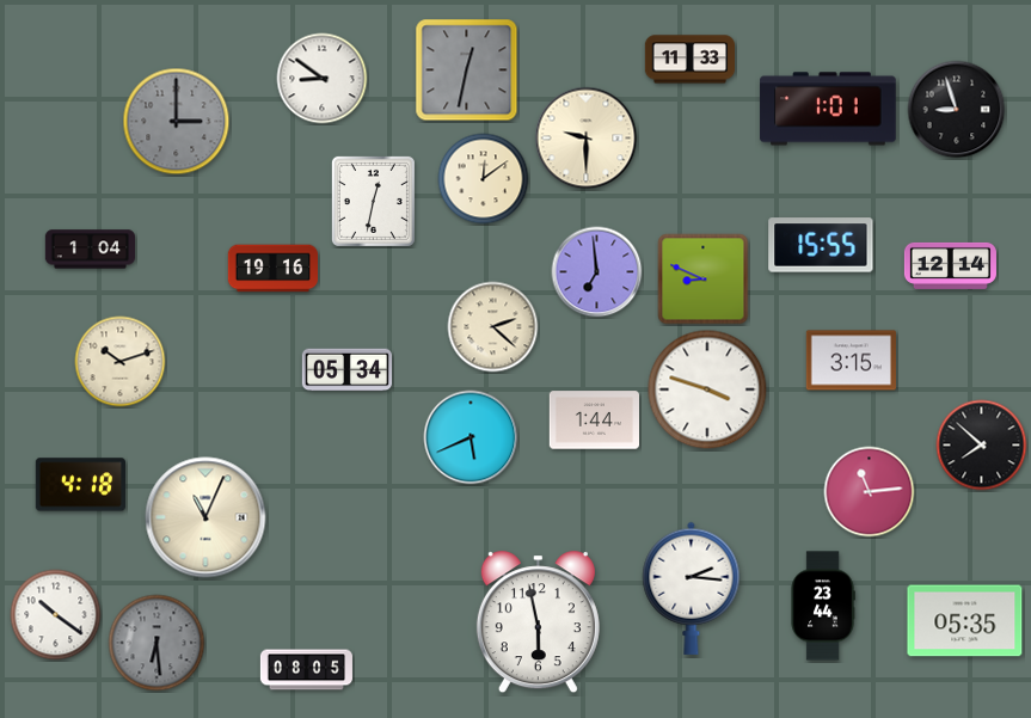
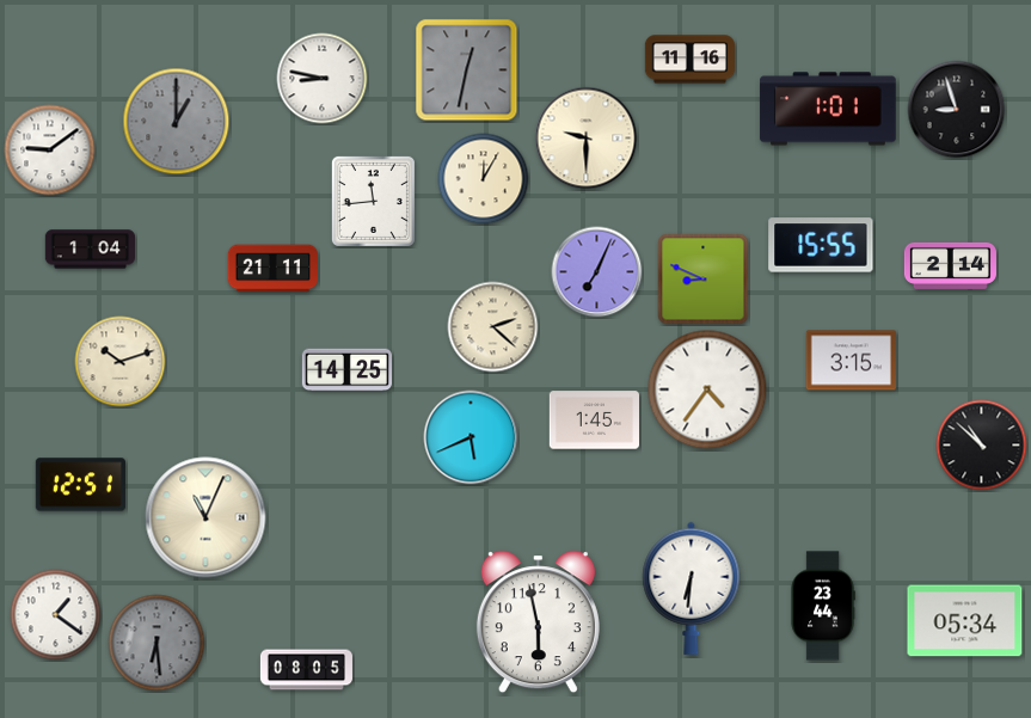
clock at (689, 60): 11:33 -> 11:16
clock at (323, 79): 8:51 -> 8:47
clock at (177, 122): 3:00 -> 1:00
clock at (50, 151): none -> 9:09
clock at (484, 179): 12:09 -> 12:05
clock at (373, 201): 12:32 -> 11:44
clock at (950, 265): 12:14 -> 2:14
clock at (272, 269): 19:16 -> 21:11
clock at (597, 272): 6:59 -> 7:04
clock at (346, 370): 05:34 -> 14:25
clock at (707, 389): 3:48 -> 4:36
clock at (594, 421): 1:44 -> 1:45
clock at (982, 446): 7:52 -> 10:52
clock at (80, 485): 4:18 -> 12:51
clock at (870, 492): 11:14 -> none
clock at (692, 588): 2:16 -> 6:31
clock at (56, 615): 10:21 -> 1:21
clock at (965, 621): 05:35 -> 05:34
